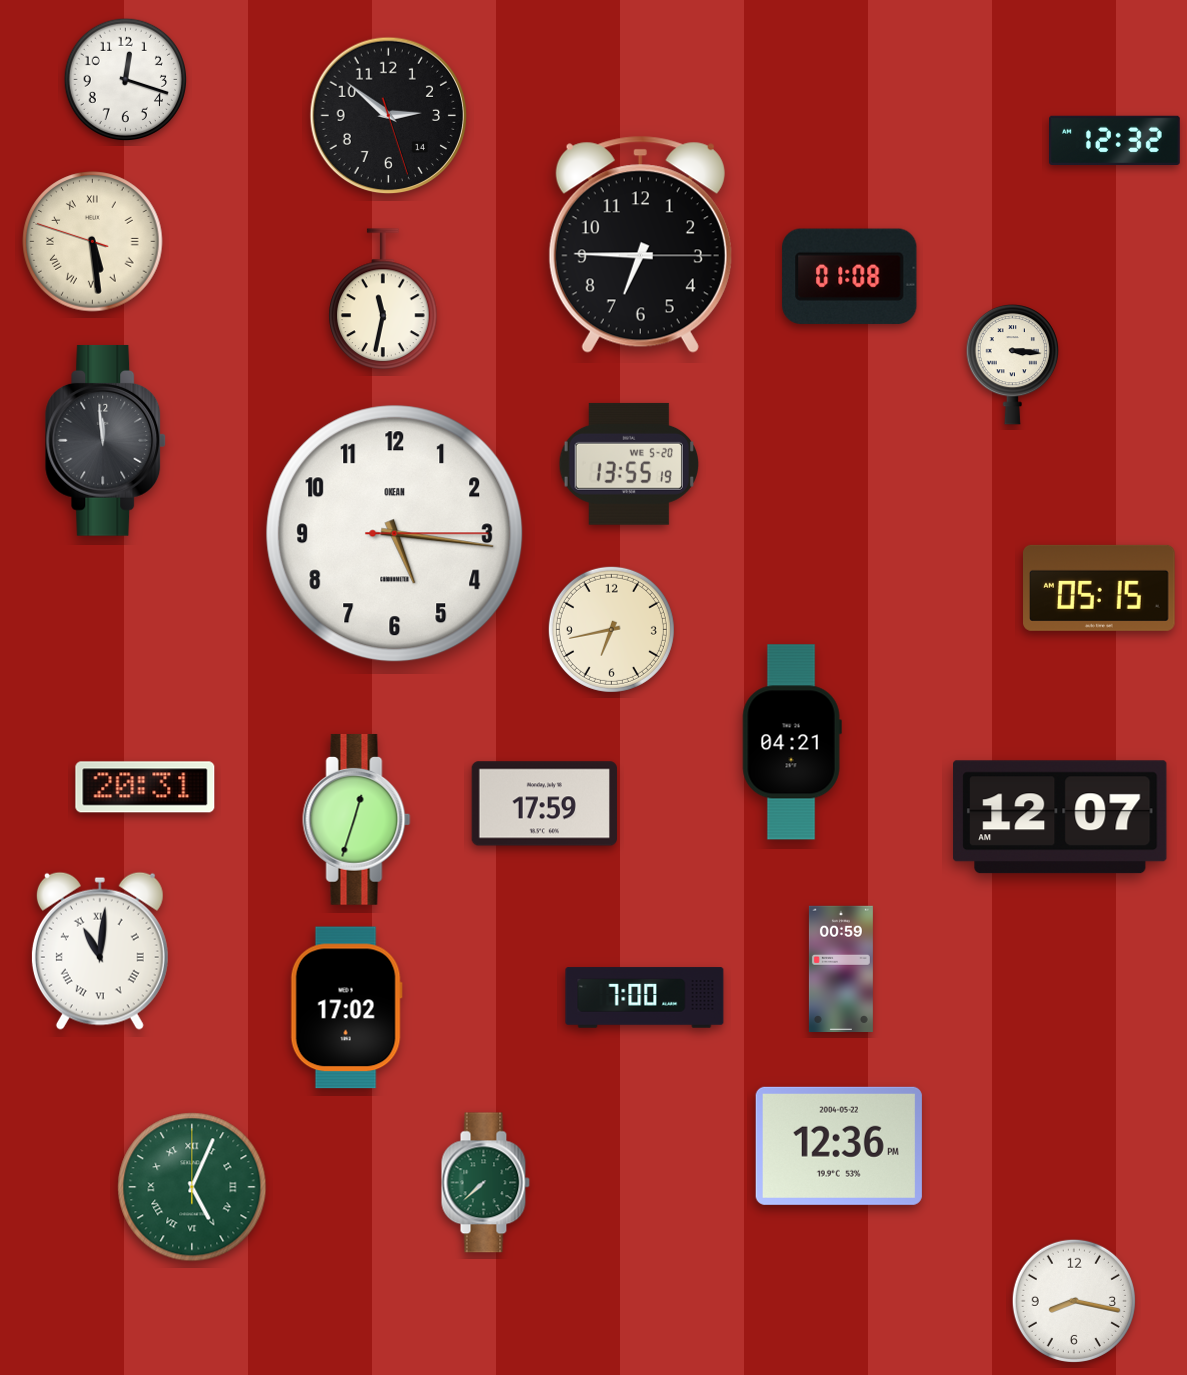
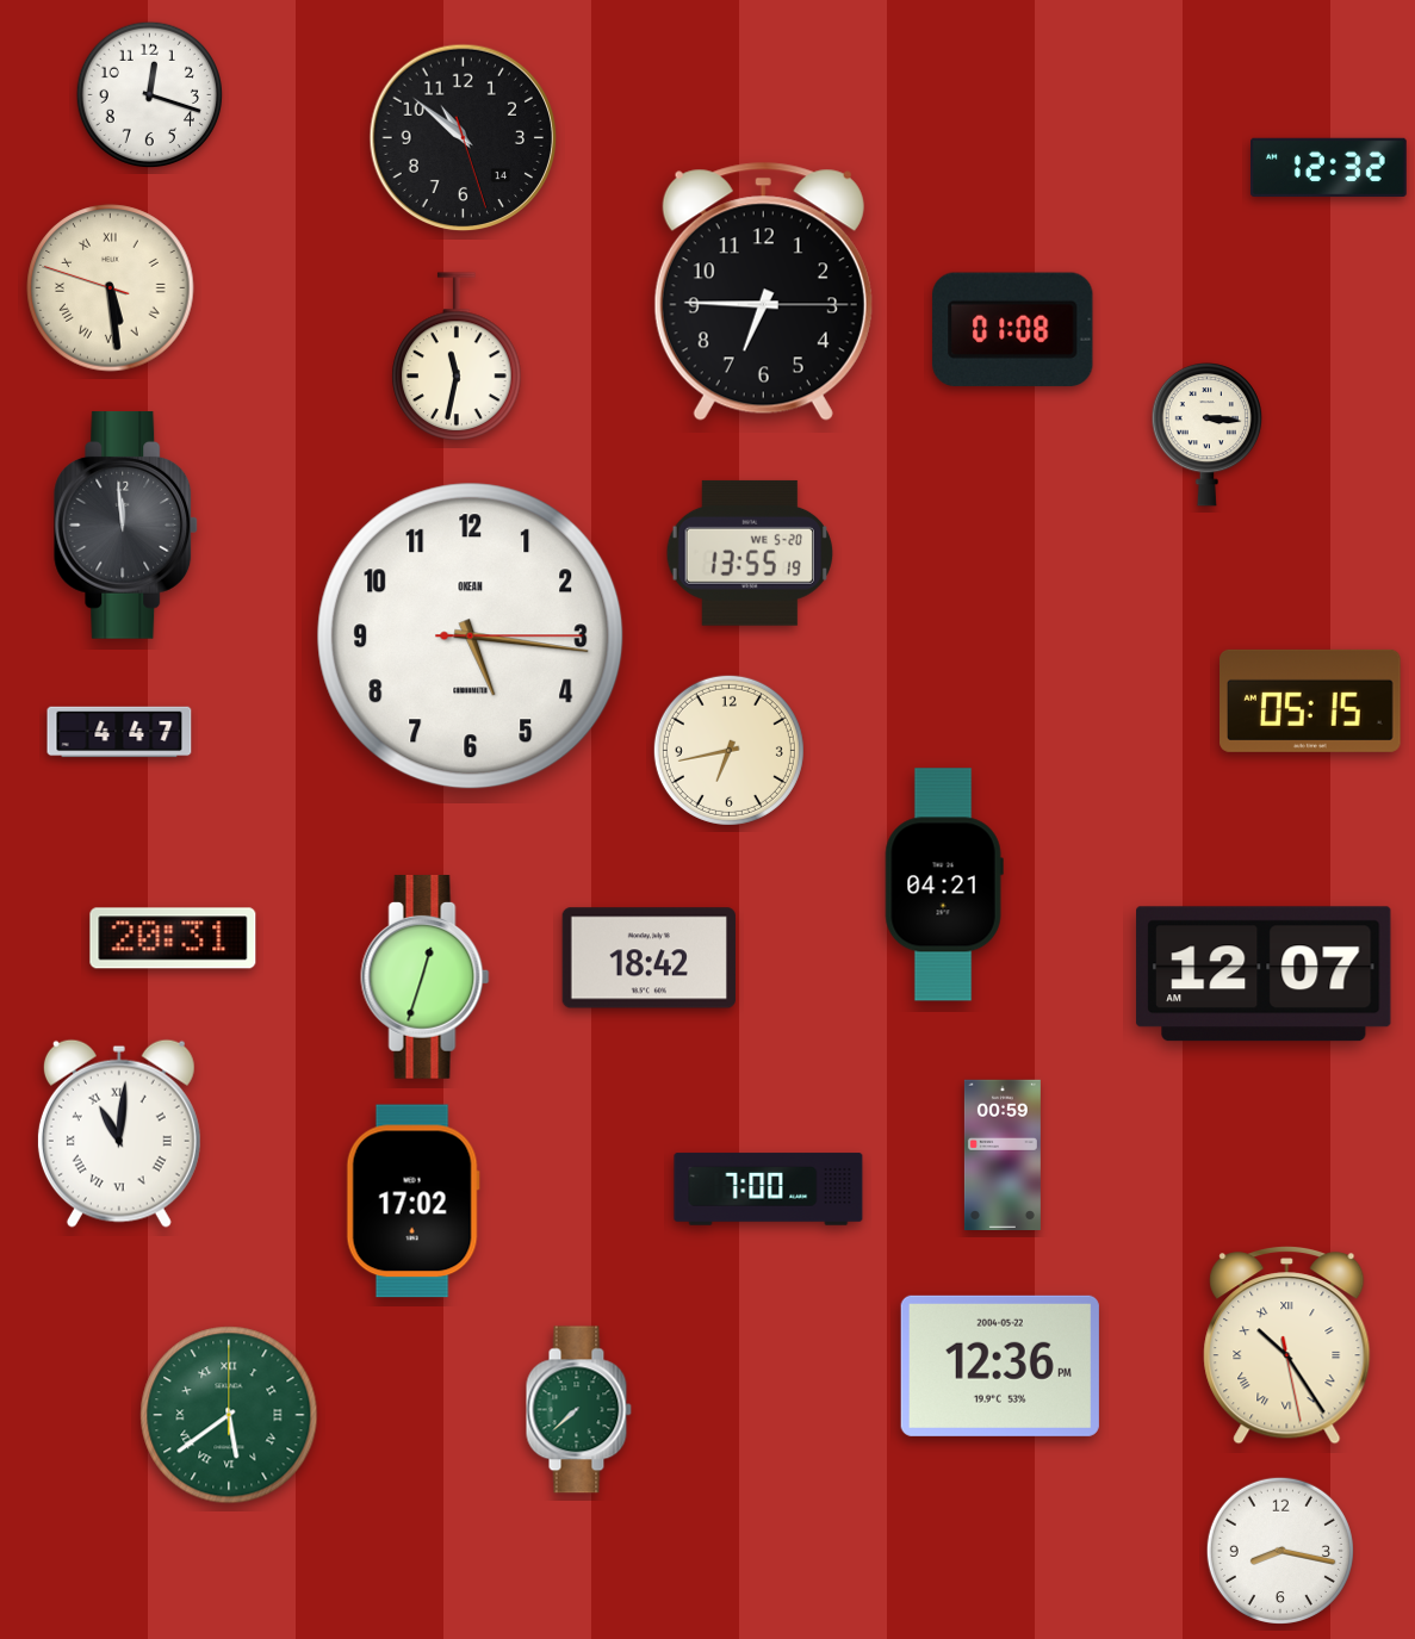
clock at (389, 116): 2:51 -> 10:51
clock at (119, 732): none -> 4:47
clock at (544, 804): 17:59 -> 18:42
clock at (1287, 1346): none -> 10:24
clock at (192, 1187): 5:04 -> 5:39
